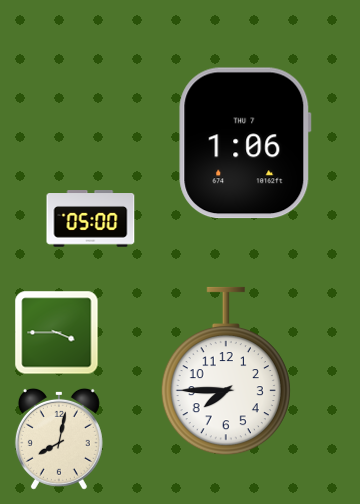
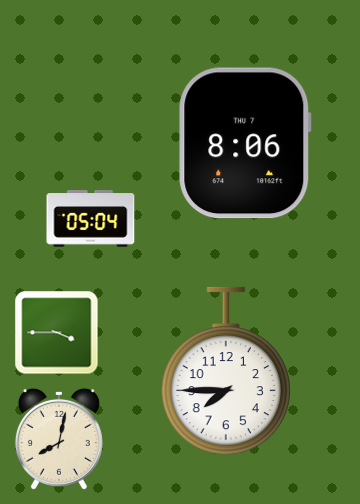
clock at (245, 143): 1:06 -> 8:06
clock at (91, 219): 05:00 -> 05:04
